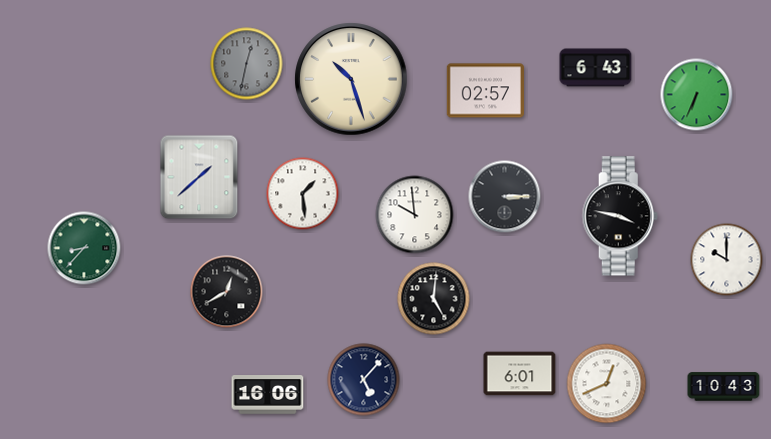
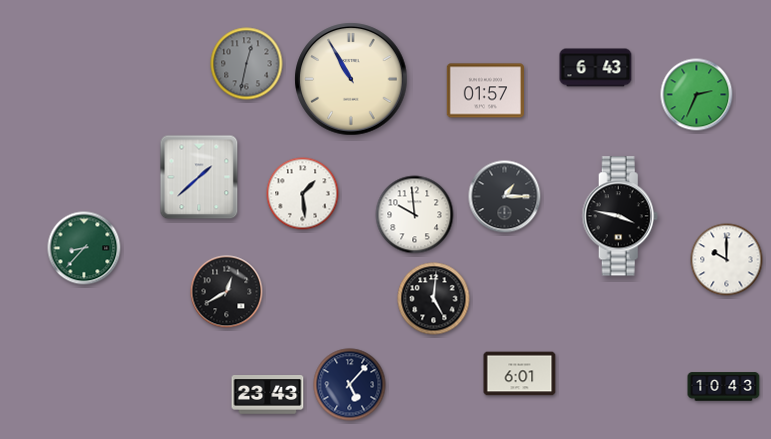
clock at (351, 79): 10:27 -> 10:55
clock at (485, 91): 02:57 -> 01:57
clock at (697, 95): 6:34 -> 2:34
clock at (505, 197): 3:15 -> 1:15
clock at (364, 380) position: (364, 380) -> (350, 385)
clock at (607, 384): 12:41 -> none
clock at (268, 395): 16:06 -> 23:43
